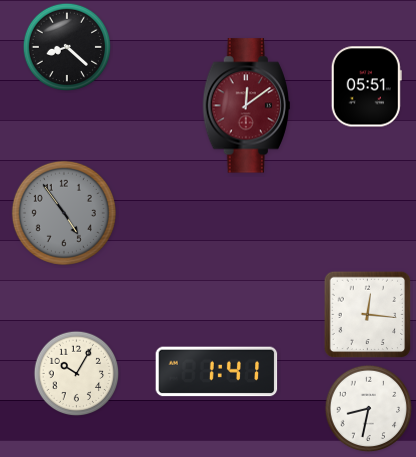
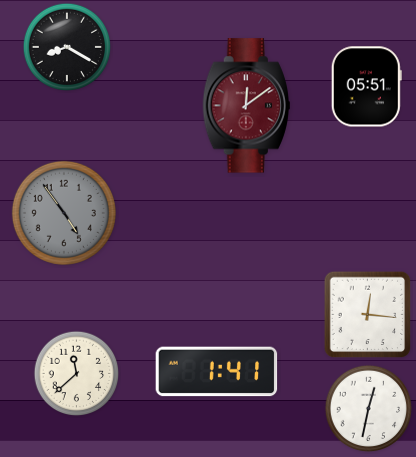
clock at (67, 47): 8:22 -> 8:20
clock at (77, 374): 10:05 -> 11:38
clock at (369, 409): 8:32 -> 12:32
